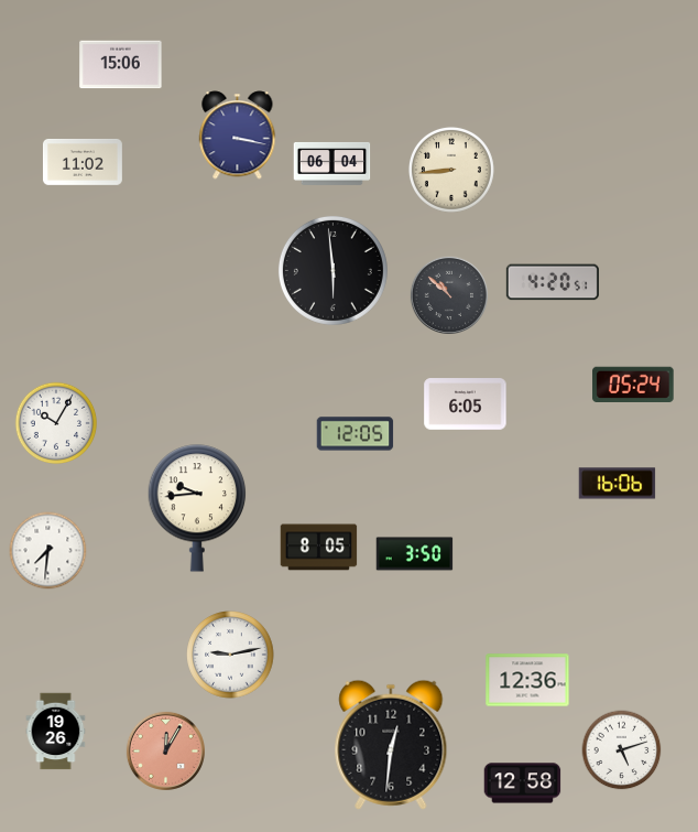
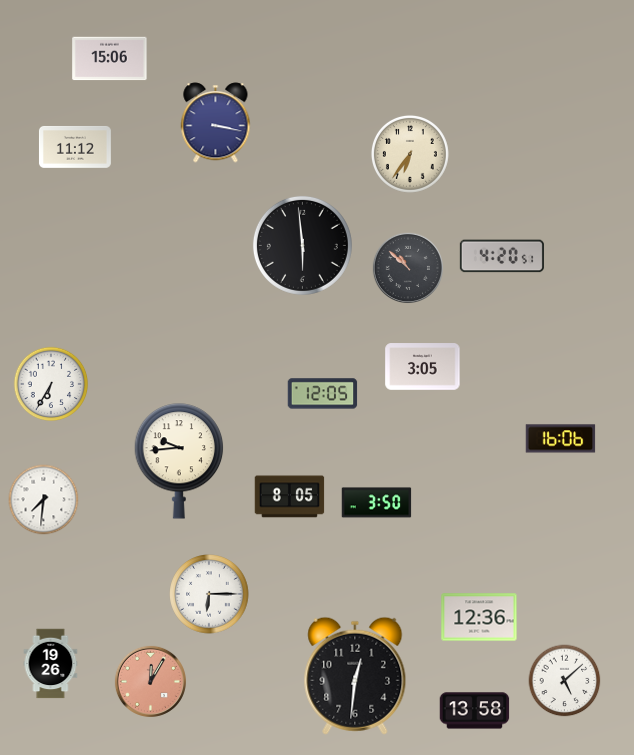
clock at (83, 162): 11:02 -> 11:12
clock at (332, 163): 06:04 -> none
clock at (451, 170): 8:44 -> 6:36
clock at (633, 383): 05:24 -> none
clock at (466, 404): 6:05 -> 3:05
clock at (56, 423): 10:05 -> 6:35
clock at (230, 655): 9:13 -> 6:15
clock at (622, 750): 5:12 -> 5:08
clock at (523, 784): 12:58 -> 13:58
